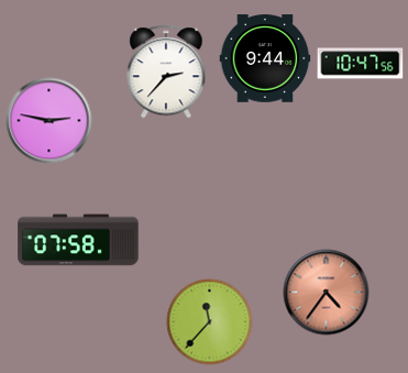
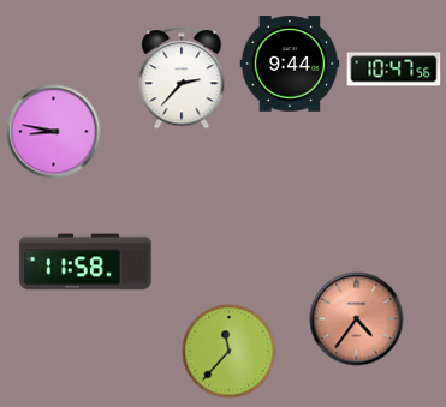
clock at (48, 120): 2:47 -> 8:47
clock at (78, 240): 07:58 -> 11:58
